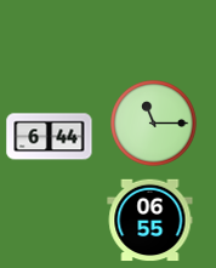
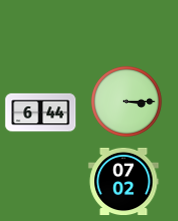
clock at (154, 124): 11:15 -> 3:15
clock at (150, 221): 06:55 -> 07:02
